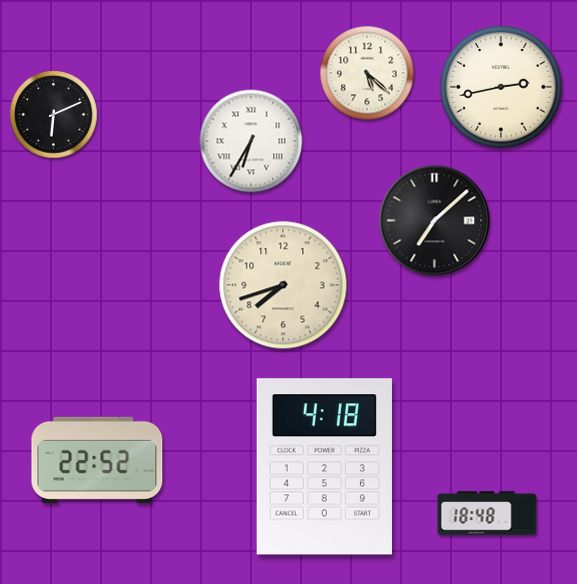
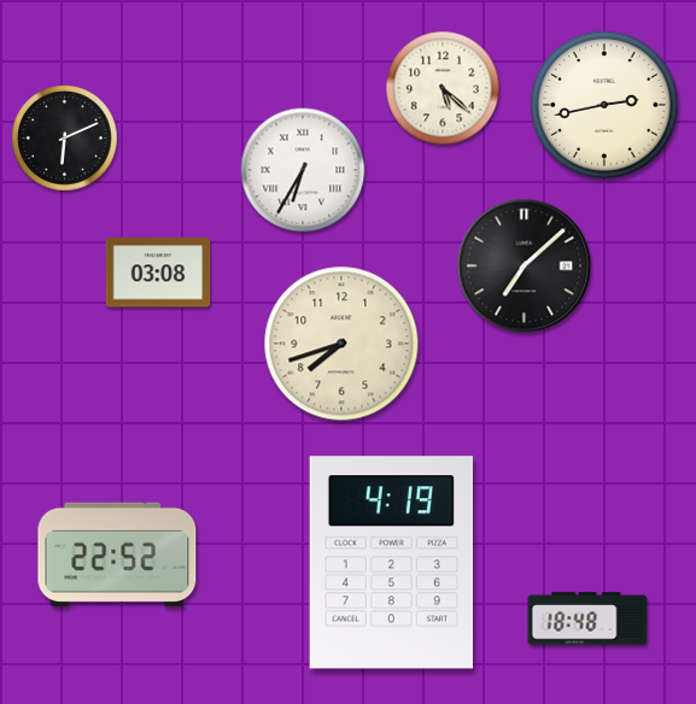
clock at (158, 272): none -> 03:08
clock at (324, 467): 4:18 -> 4:19
